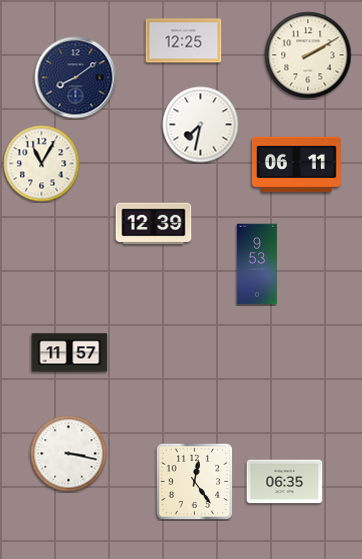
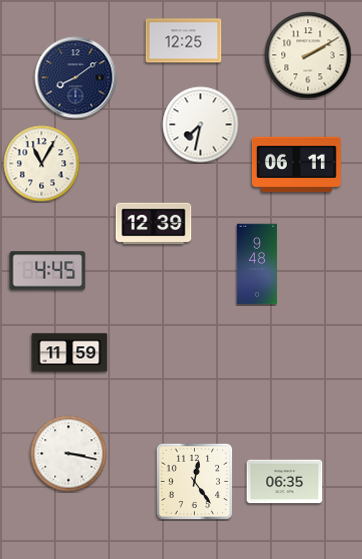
clock at (257, 264): 9:53 -> 9:48
clock at (48, 271): none -> 4:45
clock at (70, 353): 11:57 -> 11:59
